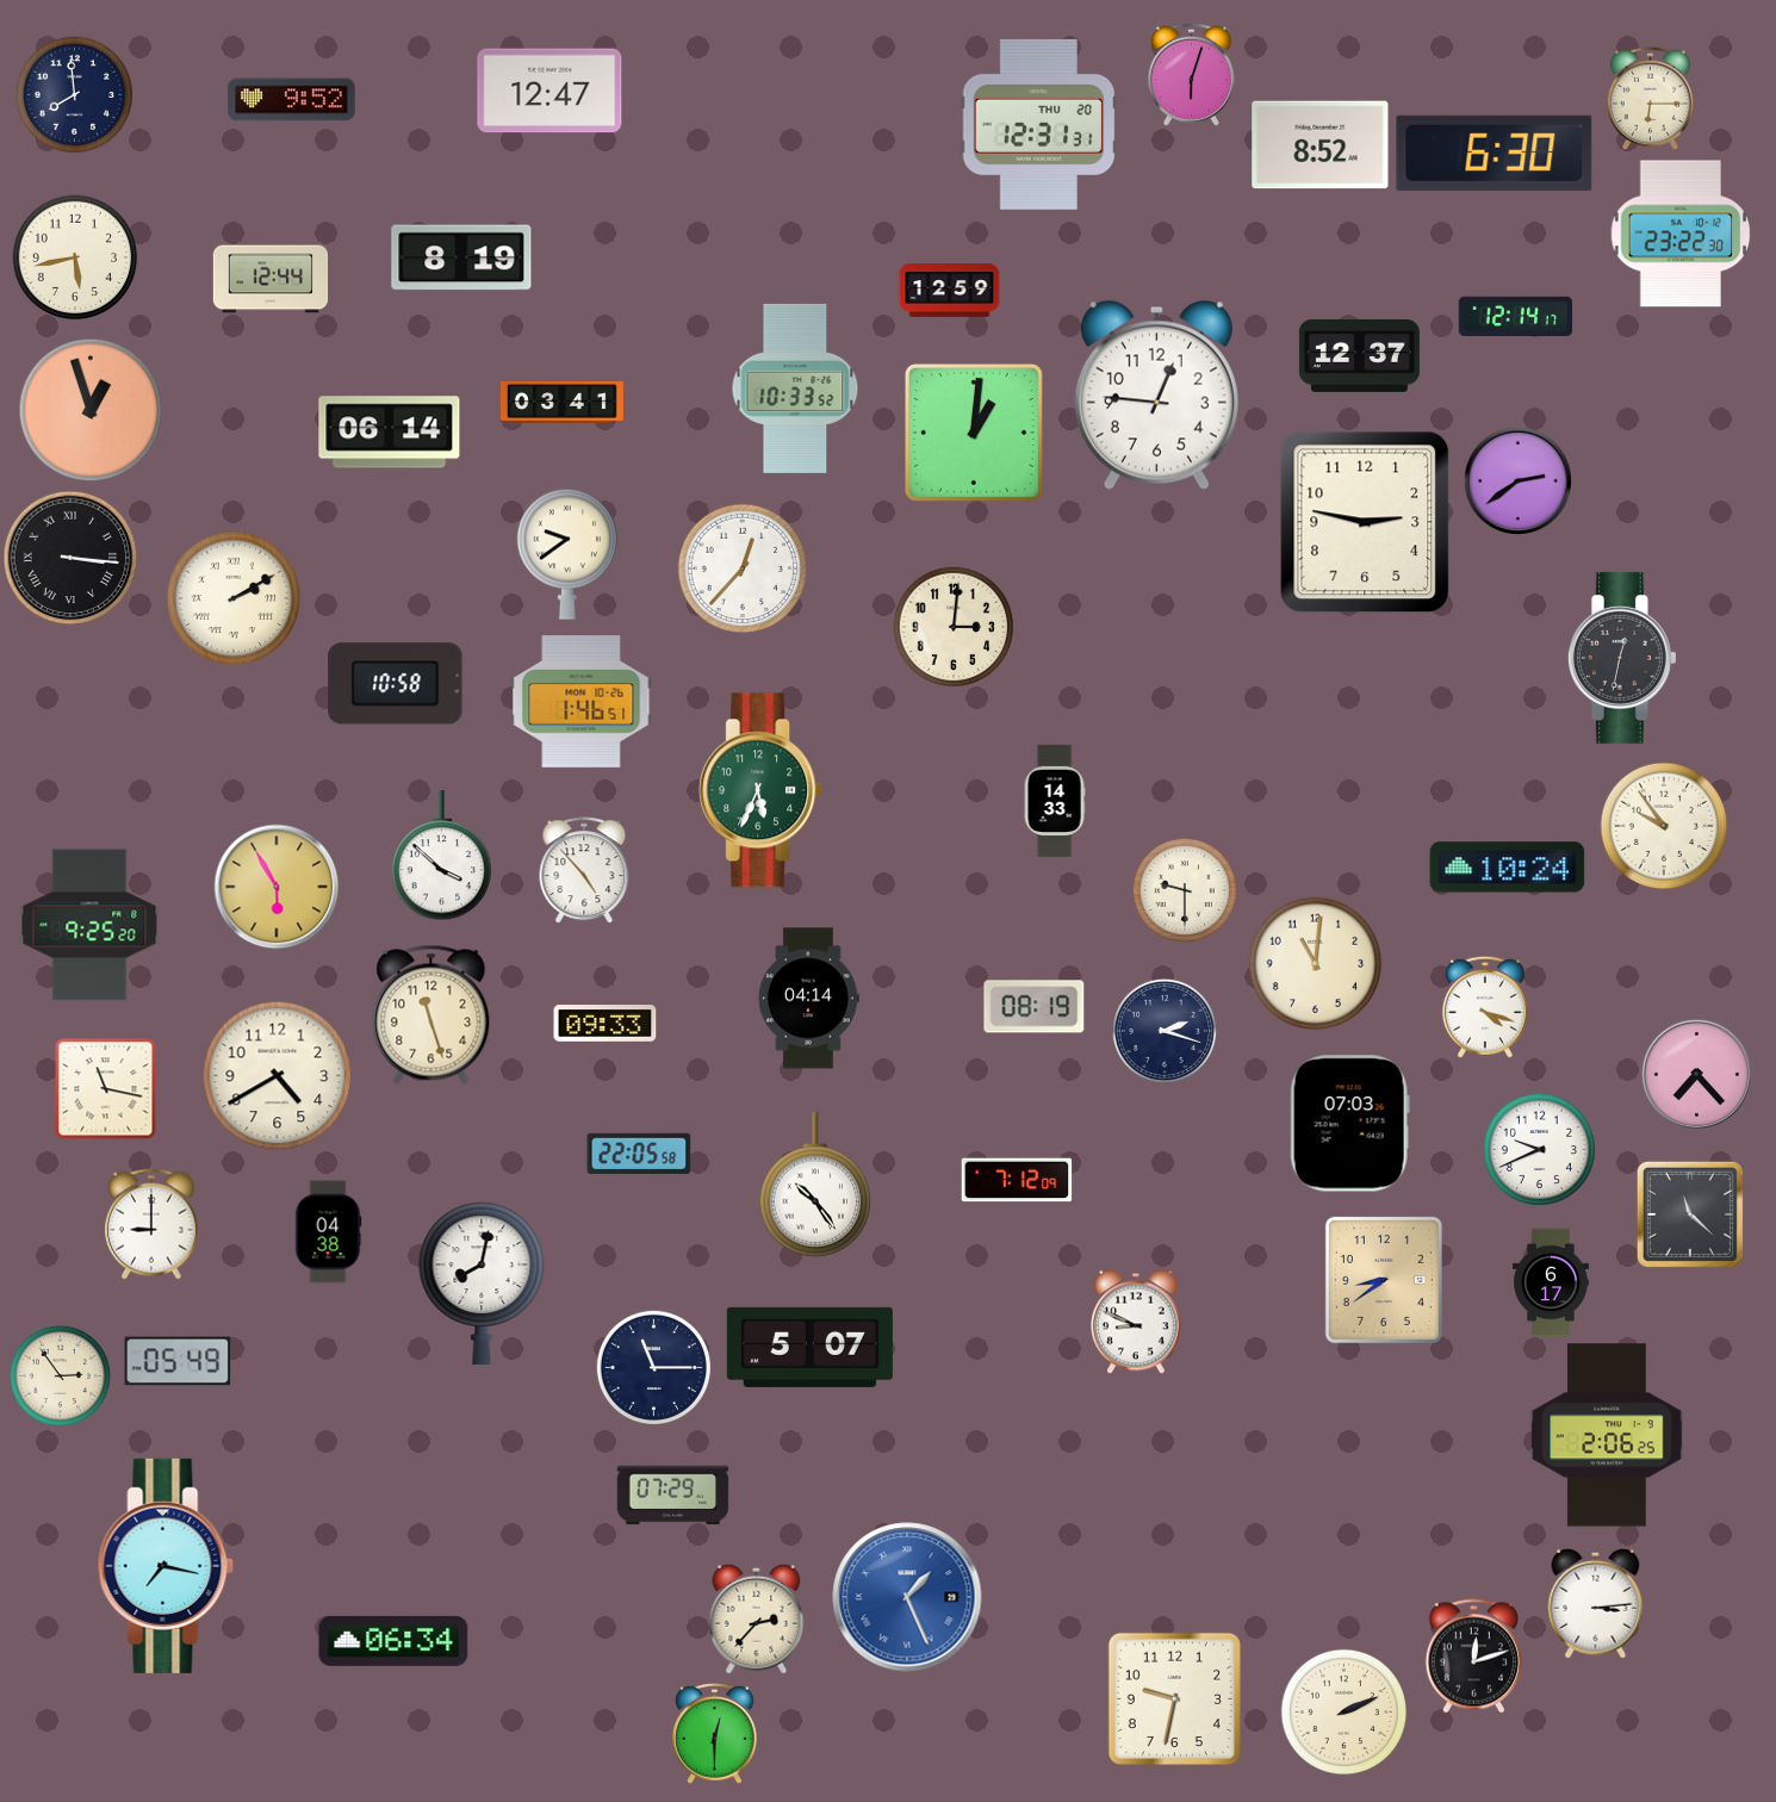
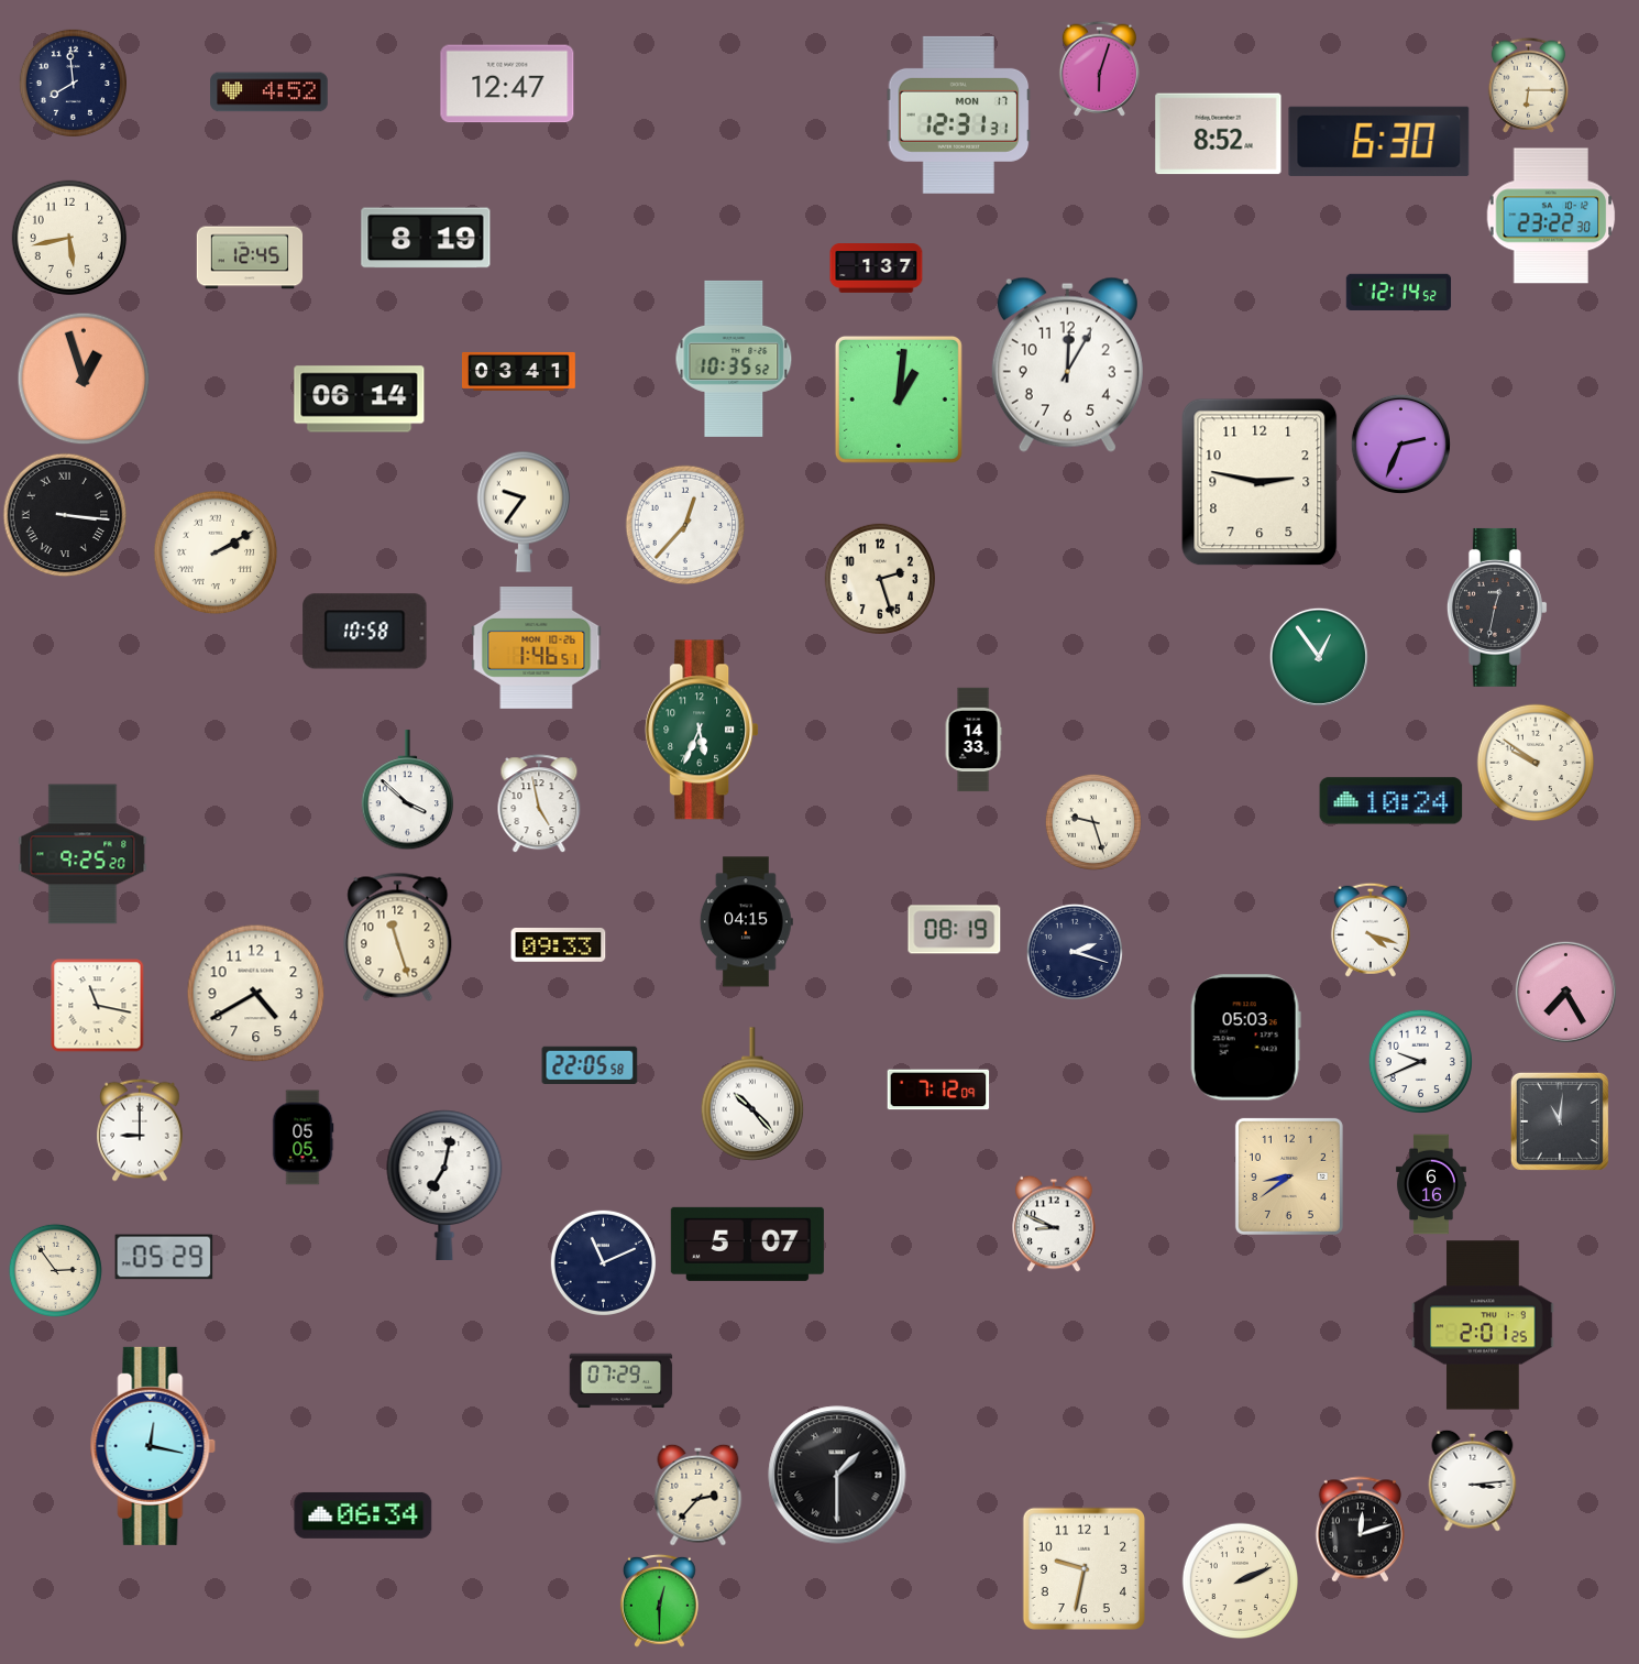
clock at (74, 94) position: (74, 94) -> (73, 83)
clock at (1650, 98) position: (1650, 98) -> (1528, 85)
clock at (292, 100): 9:52 -> 4:52
clock at (1039, 124) date: THU 20 -> MON 17
clock at (271, 279): 12:44 -> 12:45
clock at (950, 291): 12:59 -> 1:37
clock at (1516, 317): 12:14:17 -> 12:14:52
clock at (1359, 355): 12:37 -> none
clock at (795, 389): 10:33 -> 10:35
clock at (1156, 394): 12:46 -> 12:05
clock at (1517, 480): 2:39 -> 2:34
clock at (567, 554): 9:39 -> 9:36
clock at (952, 626): 3:01 -> 2:27
clock at (1319, 657): none -> 12:54
clock at (1664, 826): 9:54 -> 9:51
clock at (584, 870): 4:53 -> 4:58
clock at (277, 887): 5:55 -> none
clock at (1185, 890): 9:30 -> 9:27
clock at (1316, 964): 11:01 -> none
clock at (808, 999): 04:14 -> 04:15
clock at (1696, 1074): 7:23 -> 7:25
clock at (1349, 1124): 07:03 -> 05:03
clock at (815, 1185): 10:24 -> 10:23
clock at (1690, 1214): 11:22 -> 11:01
clock at (328, 1232): 04:38 -> 05:05
clock at (1384, 1280) position: (1384, 1280) -> (1289, 1176)
clock at (1551, 1282): 6:17 -> 6:16
clock at (482, 1284): 8:02 -> 7:02
clock at (1136, 1322) position: (1136, 1322) -> (1054, 1224)
clock at (178, 1361): 05:49 -> 05:29
clock at (653, 1367): 11:15 -> 11:11
clock at (1607, 1435): 2:06 -> 2:01
clock at (166, 1566): 7:17 -> 12:17
clock at (907, 1597): 1:26 -> 1:30
clock at (907, 1597) dial: blue -> black
